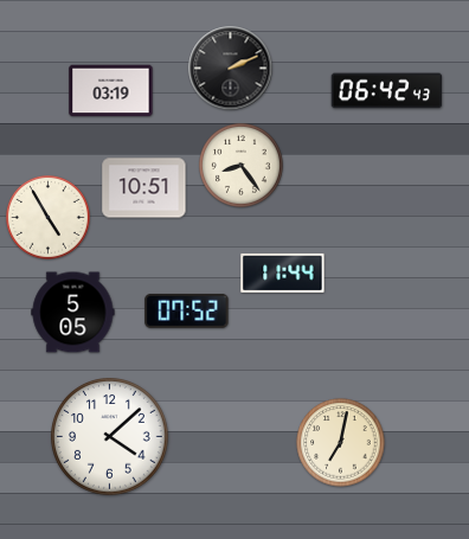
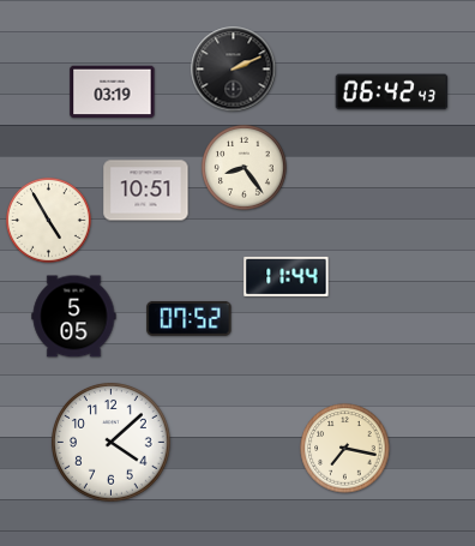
clock at (187, 310) position: (187, 310) -> (190, 318)
clock at (341, 443): 7:02 -> 7:17
